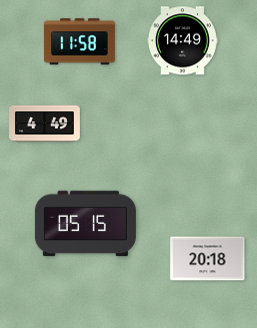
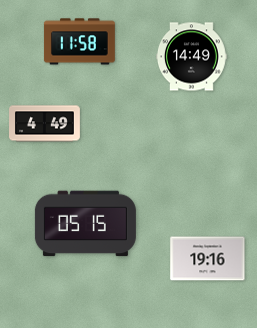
clock at (183, 41) position: (183, 41) -> (192, 57)
clock at (208, 259): 20:18 -> 19:16
